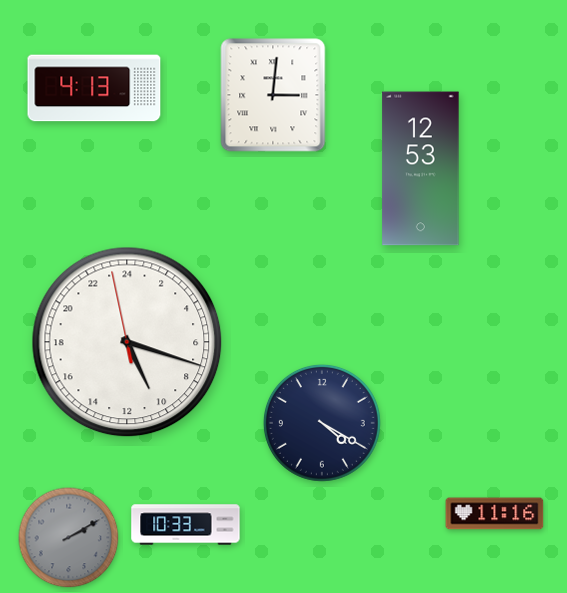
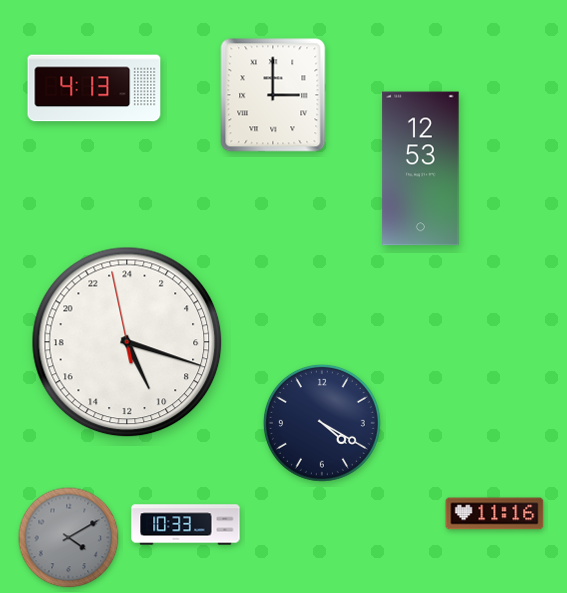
clock at (273, 95): 3:01 -> 3:00
clock at (69, 538): 2:10 -> 4:10
